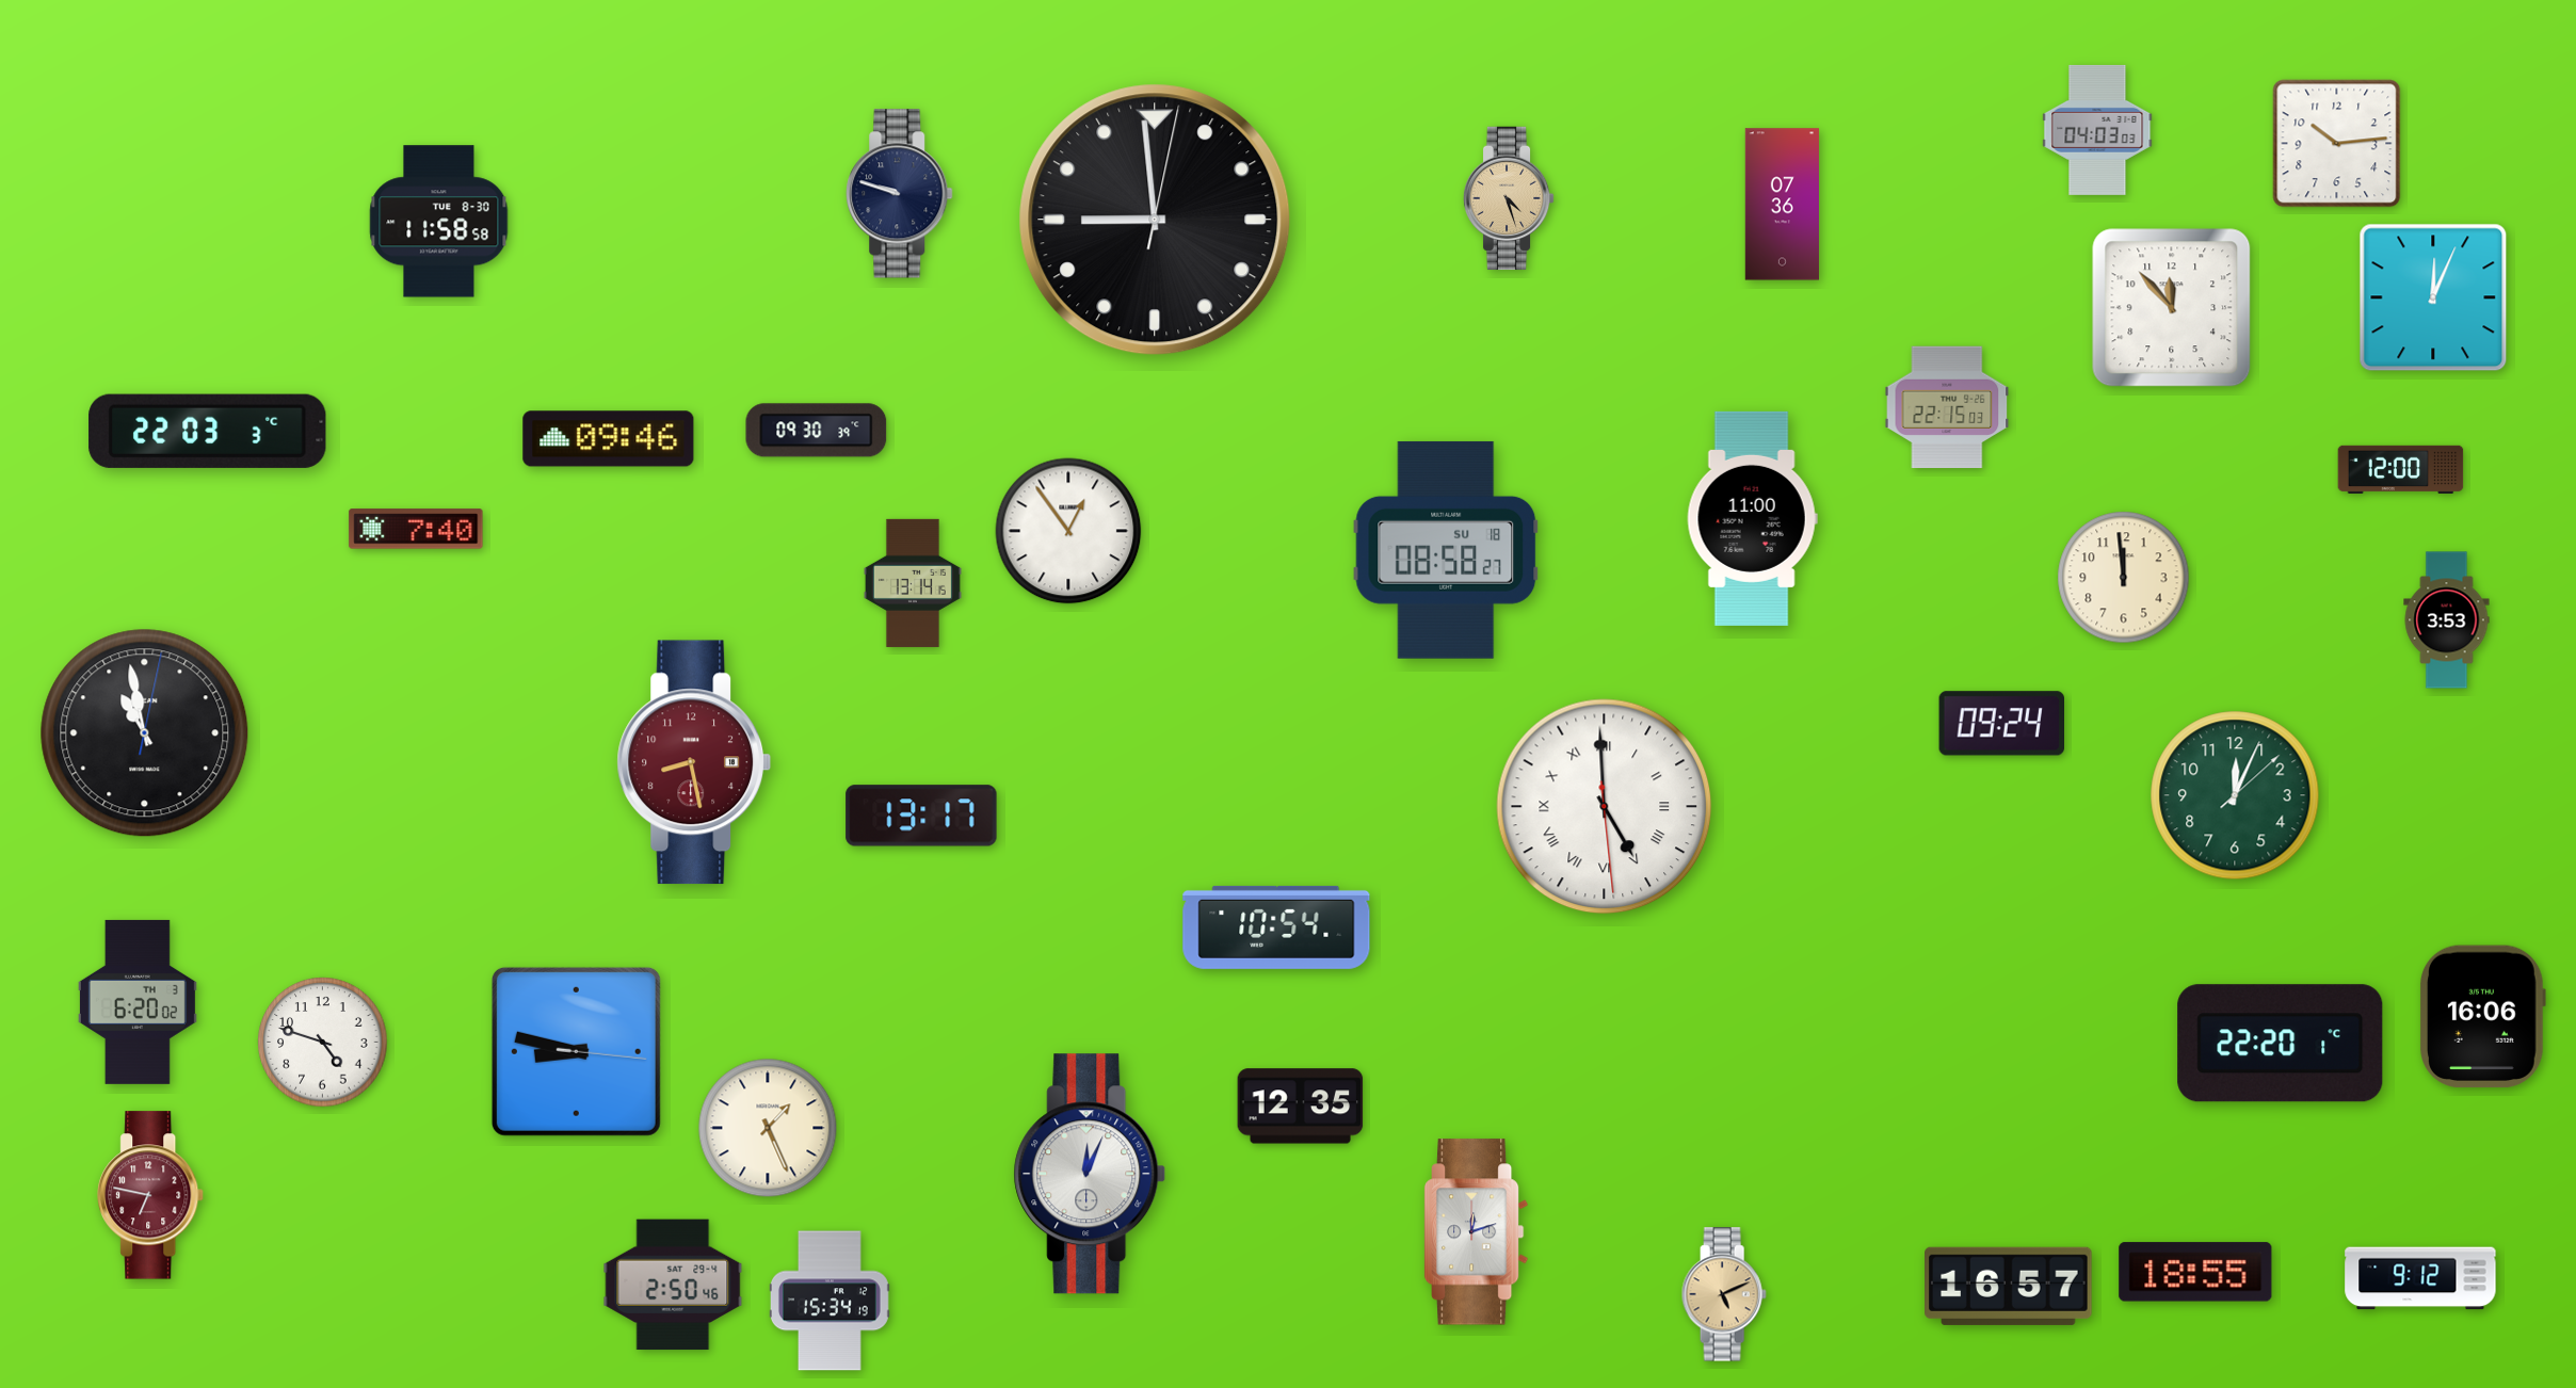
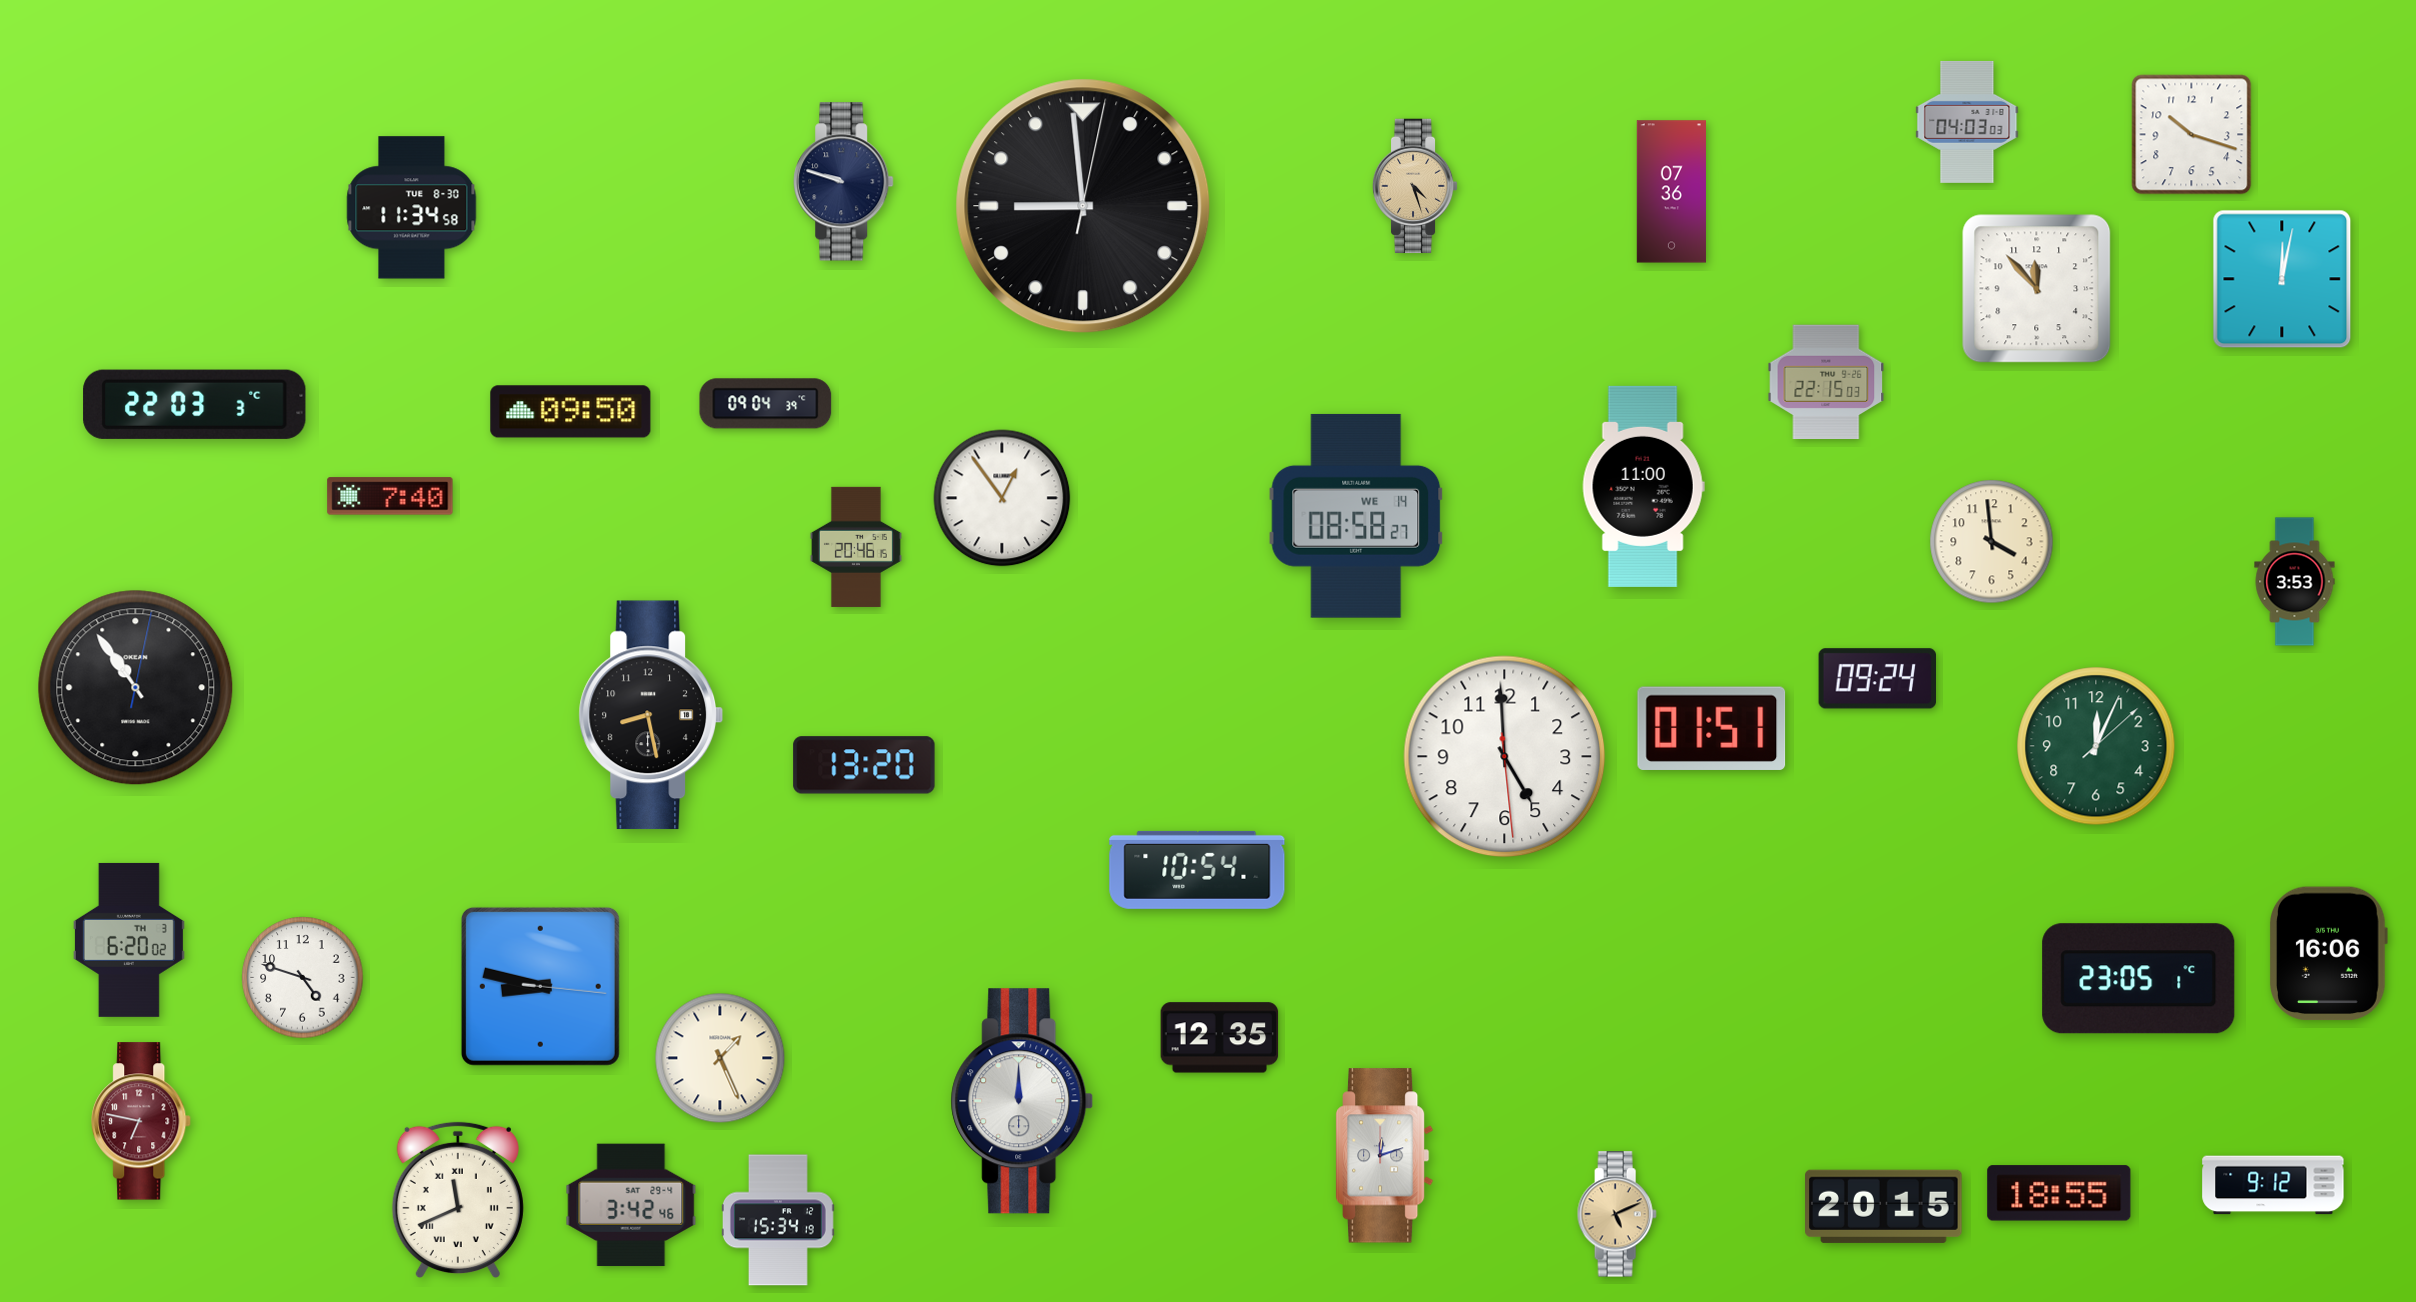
clock at (2337, 144): 10:14 -> 10:18
clock at (439, 222): 11:58 -> 11:34
clock at (2433, 297): 12:04 -> 12:02
clock at (817, 431): 09:30 -> 09:04
clock at (609, 439): 09:46 -> 09:50
clock at (2401, 469): 12:00 -> none
clock at (1446, 550) date: SU 18 -> WE 14
clock at (2124, 578): 11:59 -> 3:59
clock at (913, 583): 13:14 -> 20:46
clock at (145, 733): 10:58 -> 10:54
clock at (694, 762) dial: burgundy -> black
clock at (1712, 728): none -> 01:51
clock at (1605, 807) numerals: Roman -> Arabic
clock at (921, 816): 13:17 -> 13:20
clock at (2281, 1044): 22:20 -> 23:05
clock at (1090, 1174): 12:04 -> 12:00
clock at (2420, 1278) position: (2420, 1278) -> (2273, 1185)
clock at (458, 1200): none -> 11:41
clock at (673, 1285): 2:50 -> 3:42
clock at (2009, 1286): 16:57 -> 20:15
